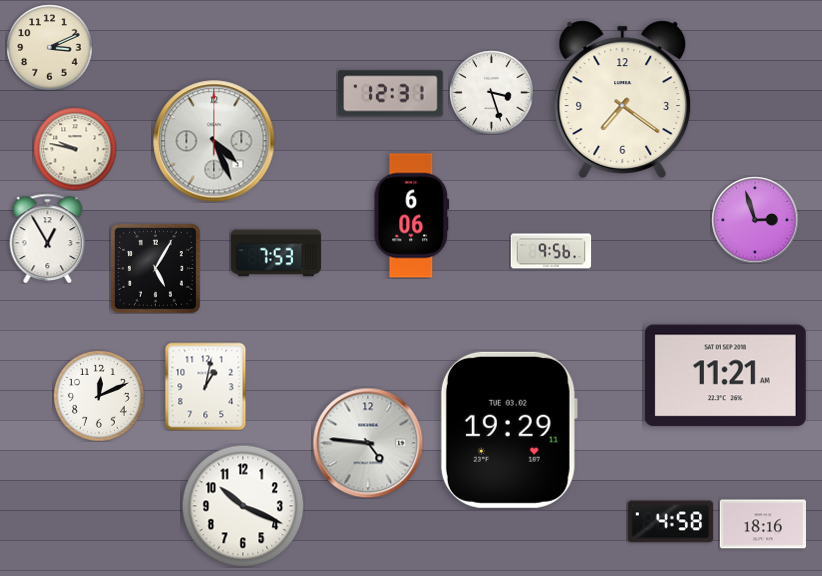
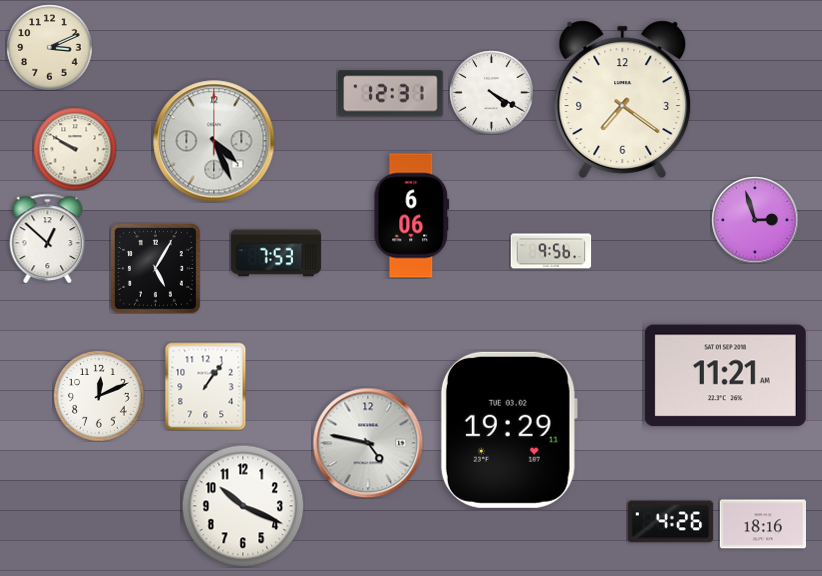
clock at (491, 92): 3:27 -> 4:20
clock at (75, 149): 9:47 -> 9:50
clock at (48, 238): 12:55 -> 12:52
clock at (206, 386): 1:02 -> 1:06
clock at (368, 443): 4:46 -> 4:47
clock at (670, 522): 4:58 -> 4:26
